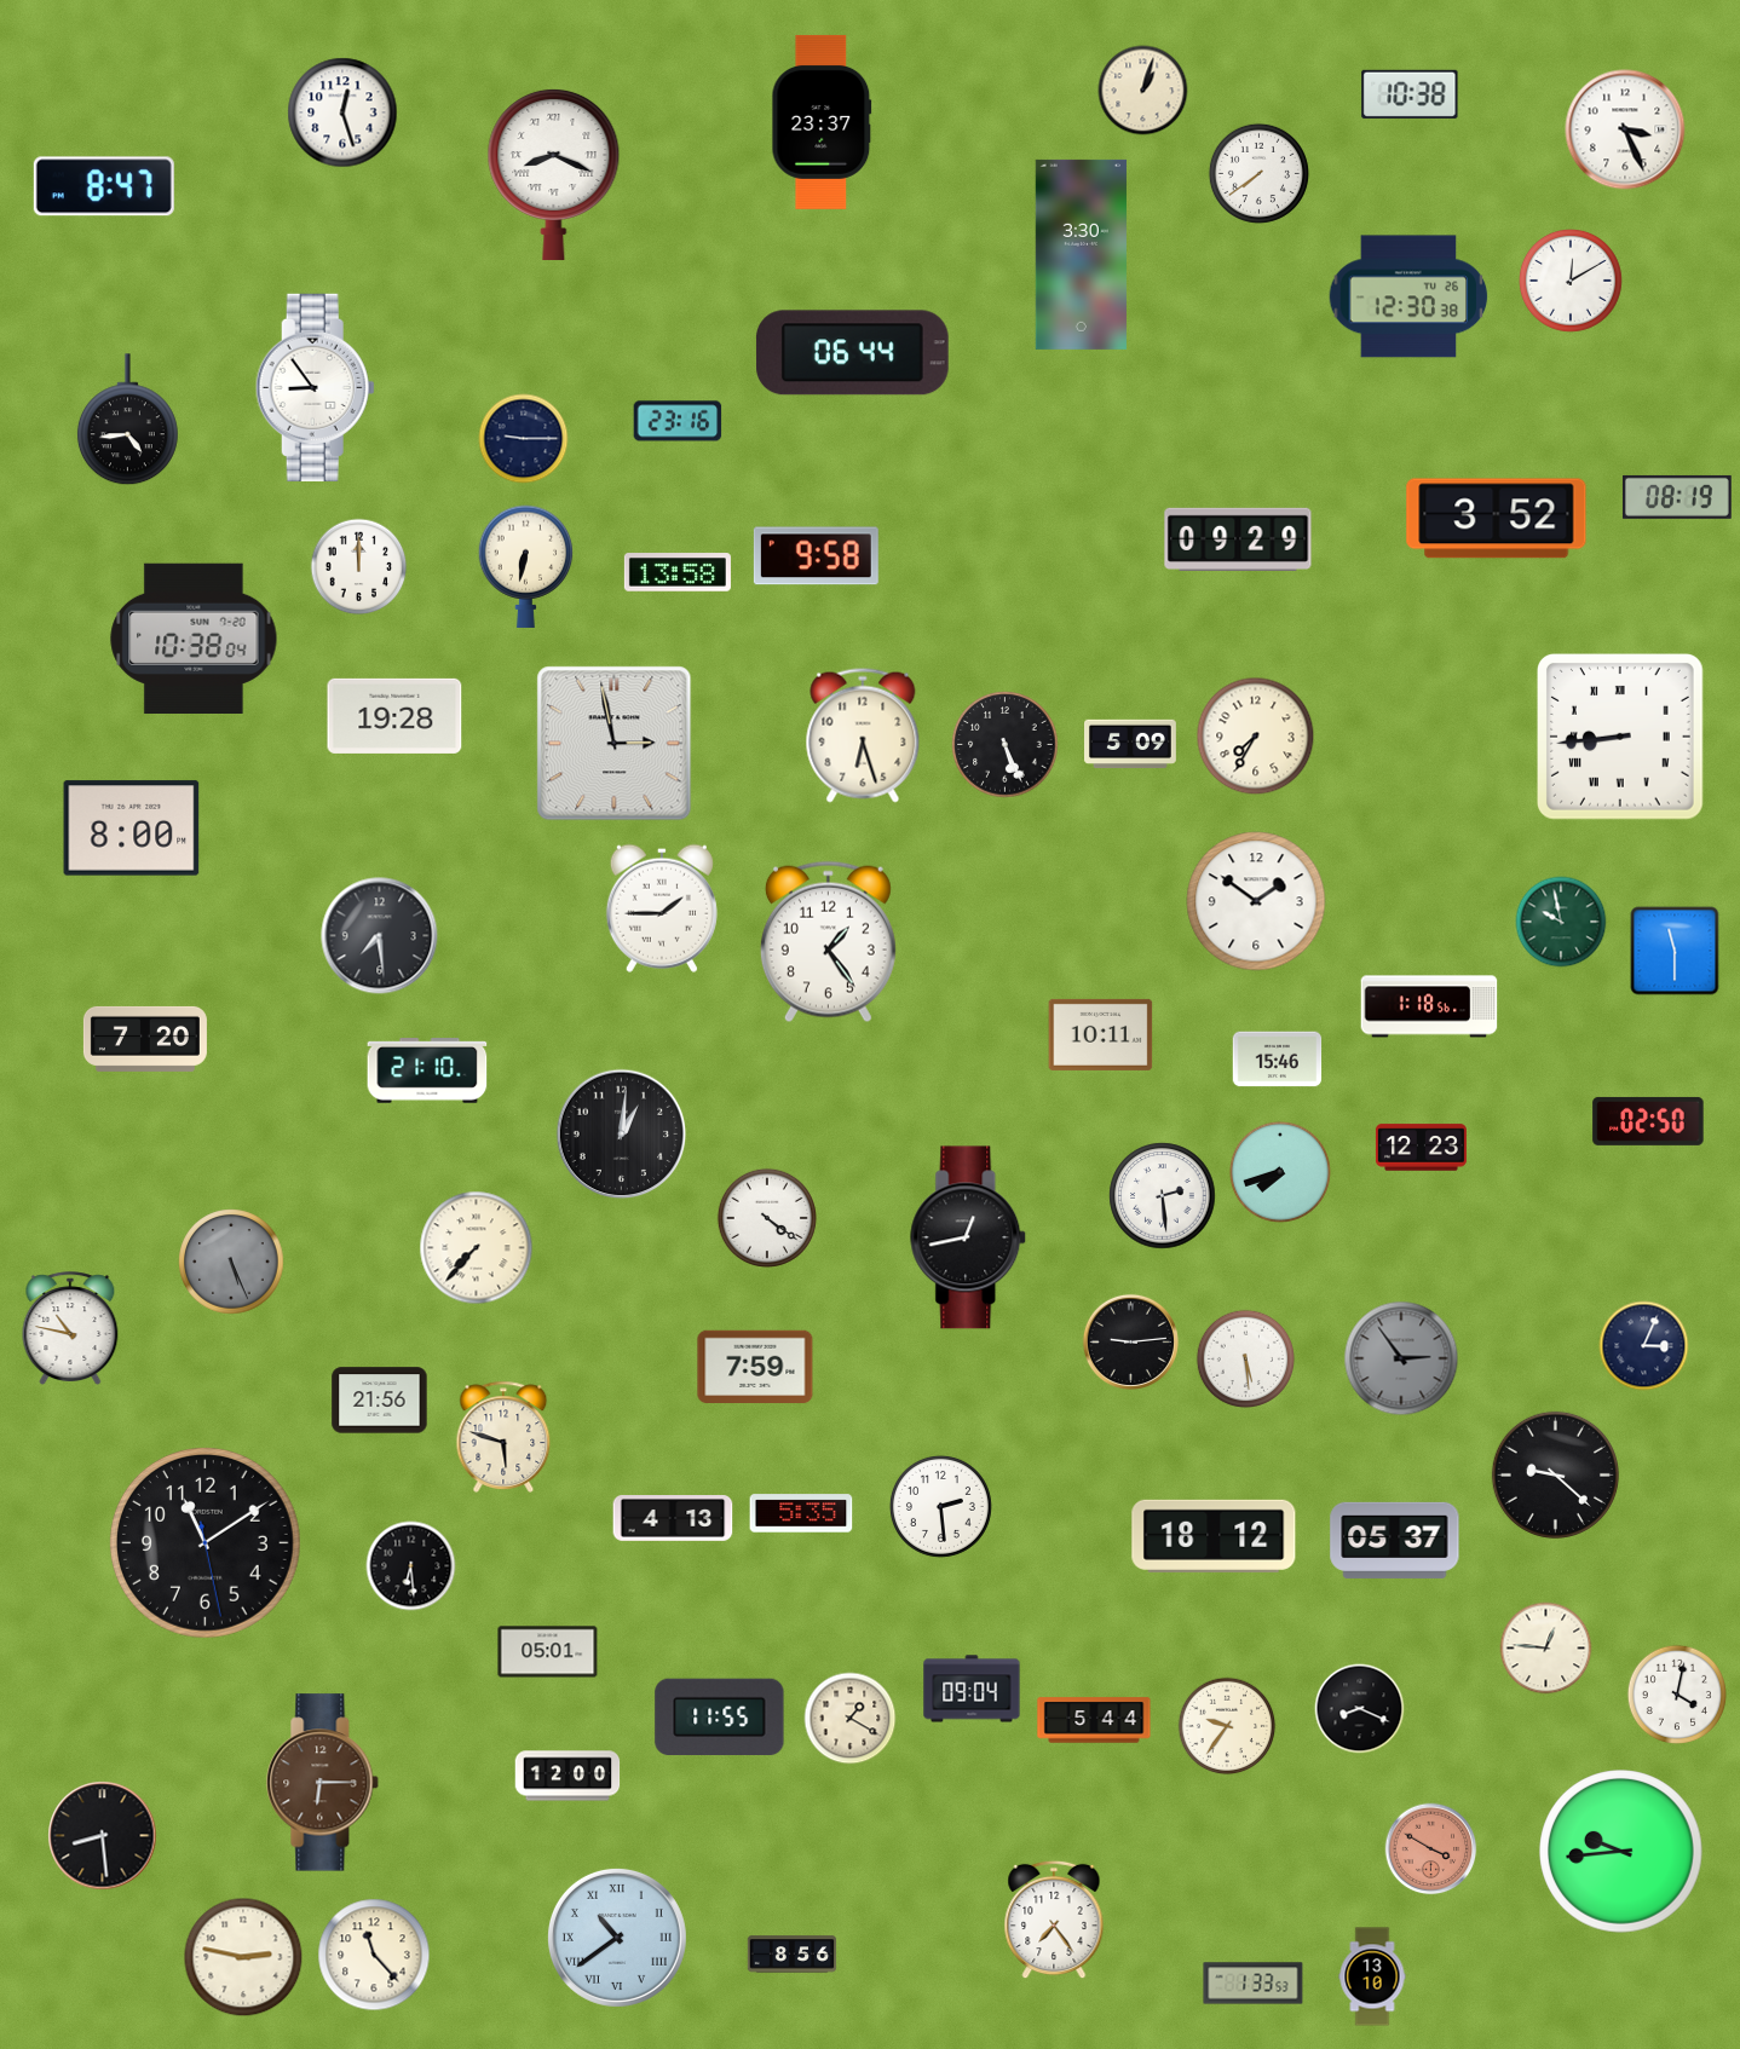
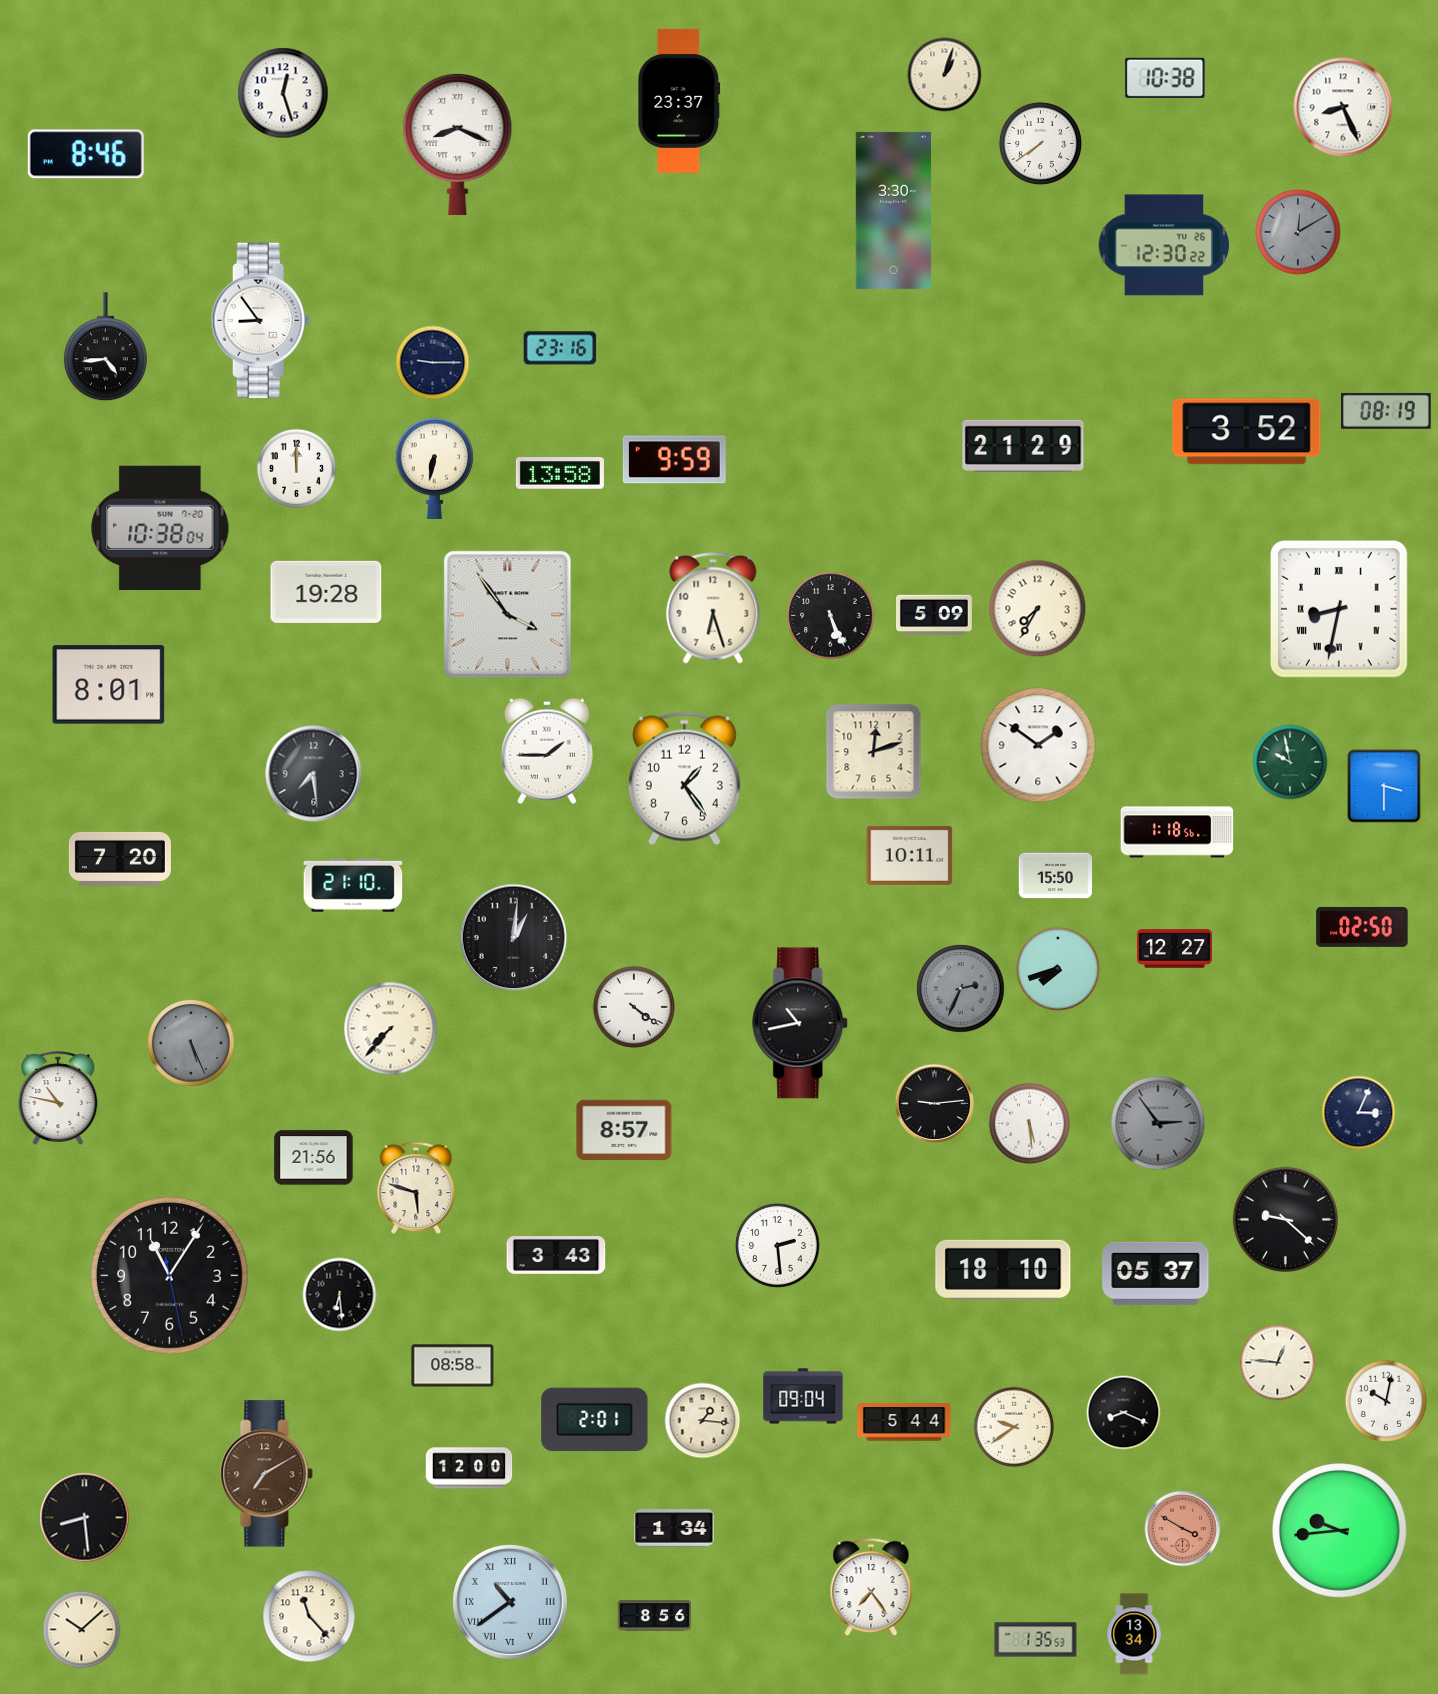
clock at (1625, 129): 3:26 -> 8:26
clock at (104, 186): 8:47 -> 8:46
clock at (1572, 282) dial: white -> grey
clock at (1408, 296): 12:30:38 -> 12:30:22
clock at (852, 353): 06:44 -> none
clock at (1497, 519) position: (1497, 519) -> (1247, 432)
clock at (1238, 539): 09:29 -> 21:29
clock at (816, 556): 9:58 -> 9:59
clock at (1621, 738): 8:44 -> 8:32
clock at (615, 744): 2:58 -> 3:54
clock at (132, 829): 8:00 -> 8:01
clock at (874, 752): none -> 12:12
clock at (1675, 951): 11:30 -> 3:30
clock at (1429, 1006) position: (1429, 1006) -> (1177, 832)
clock at (1278, 1060): 15:46 -> 15:50
clock at (1421, 1148): 12:23 -> 12:27
clock at (1163, 1196): 2:29 -> 2:34
clock at (1163, 1196) dial: white -> grey
clock at (969, 1237): 12:43 -> 10:43
clock at (477, 1248) position: (477, 1248) -> (391, 1029)
clock at (1130, 1341) position: (1130, 1341) -> (934, 1103)
clock at (755, 1366): 7:59 -> 8:57
clock at (801, 1513): 5:35 -> none
clock at (673, 1518): 4:13 -> 3:43
clock at (1214, 1536): 18:12 -> 18:10
clock at (1395, 1540) position: (1395, 1540) -> (1156, 1273)
clock at (204, 1542): 11:09 -> 11:05
clock at (548, 1652): 05:01 -> 08:58
clock at (1677, 1695): 4:02 -> 10:02
clock at (720, 1718): 11:55 -> 2:01
clock at (851, 1719): 1:20 -> 1:16
clock at (1227, 1726): 9:36 -> 9:39
clock at (323, 1783): 6:15 -> 7:10
clock at (674, 1528): none -> 1:34
clock at (243, 1957): 2:47 -> none
clock at (82, 1630): none -> 10:08
clock at (1372, 1976): 13:10 -> 13:34
clock at (1254, 1984): 1:33 -> 1:35
